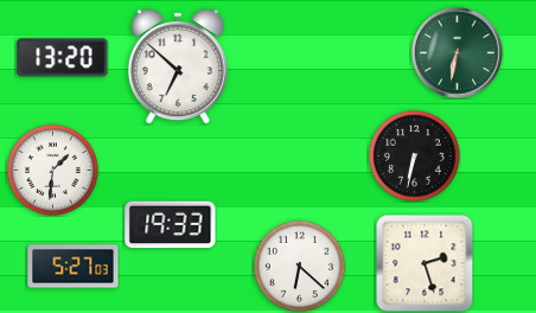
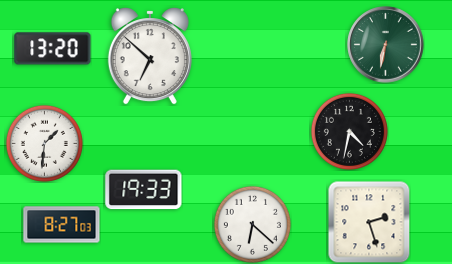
clock at (414, 155): 6:32 -> 4:32
clock at (425, 263) position: (425, 263) -> (369, 222)
clock at (74, 267): 5:27 -> 8:27
